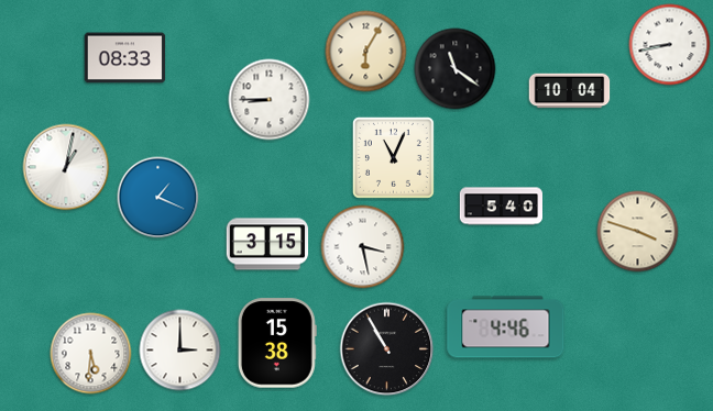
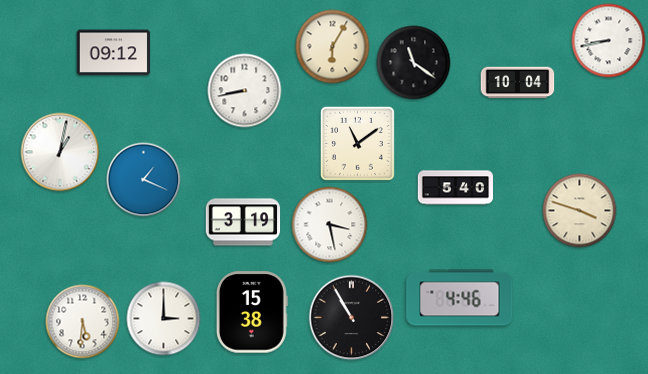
clock at (125, 58): 08:33 -> 09:12
clock at (270, 100): 8:45 -> 8:43
clock at (393, 157): 11:04 -> 11:09
clock at (267, 244): 3:15 -> 3:19
